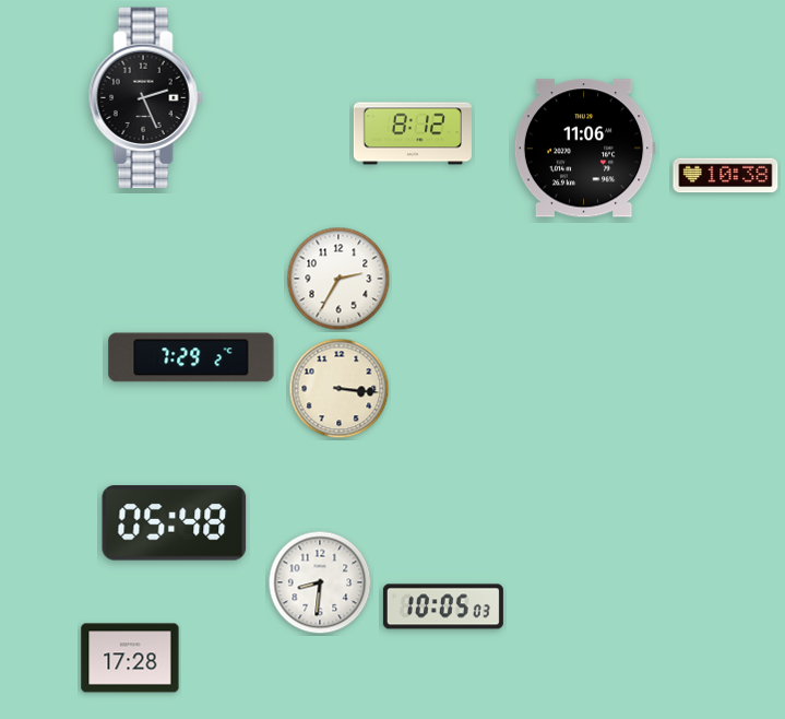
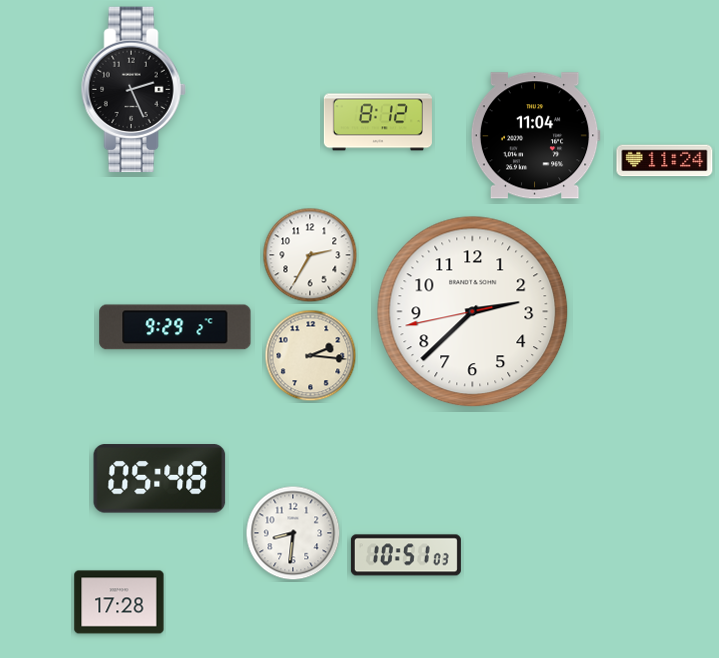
clock at (584, 149): 11:06 -> 11:04
clock at (726, 176): 10:38 -> 11:24
clock at (473, 312): none -> 2:37
clock at (191, 357): 7:29 -> 9:29
clock at (340, 389): 3:16 -> 2:16
clock at (443, 606): 10:05 -> 10:51
